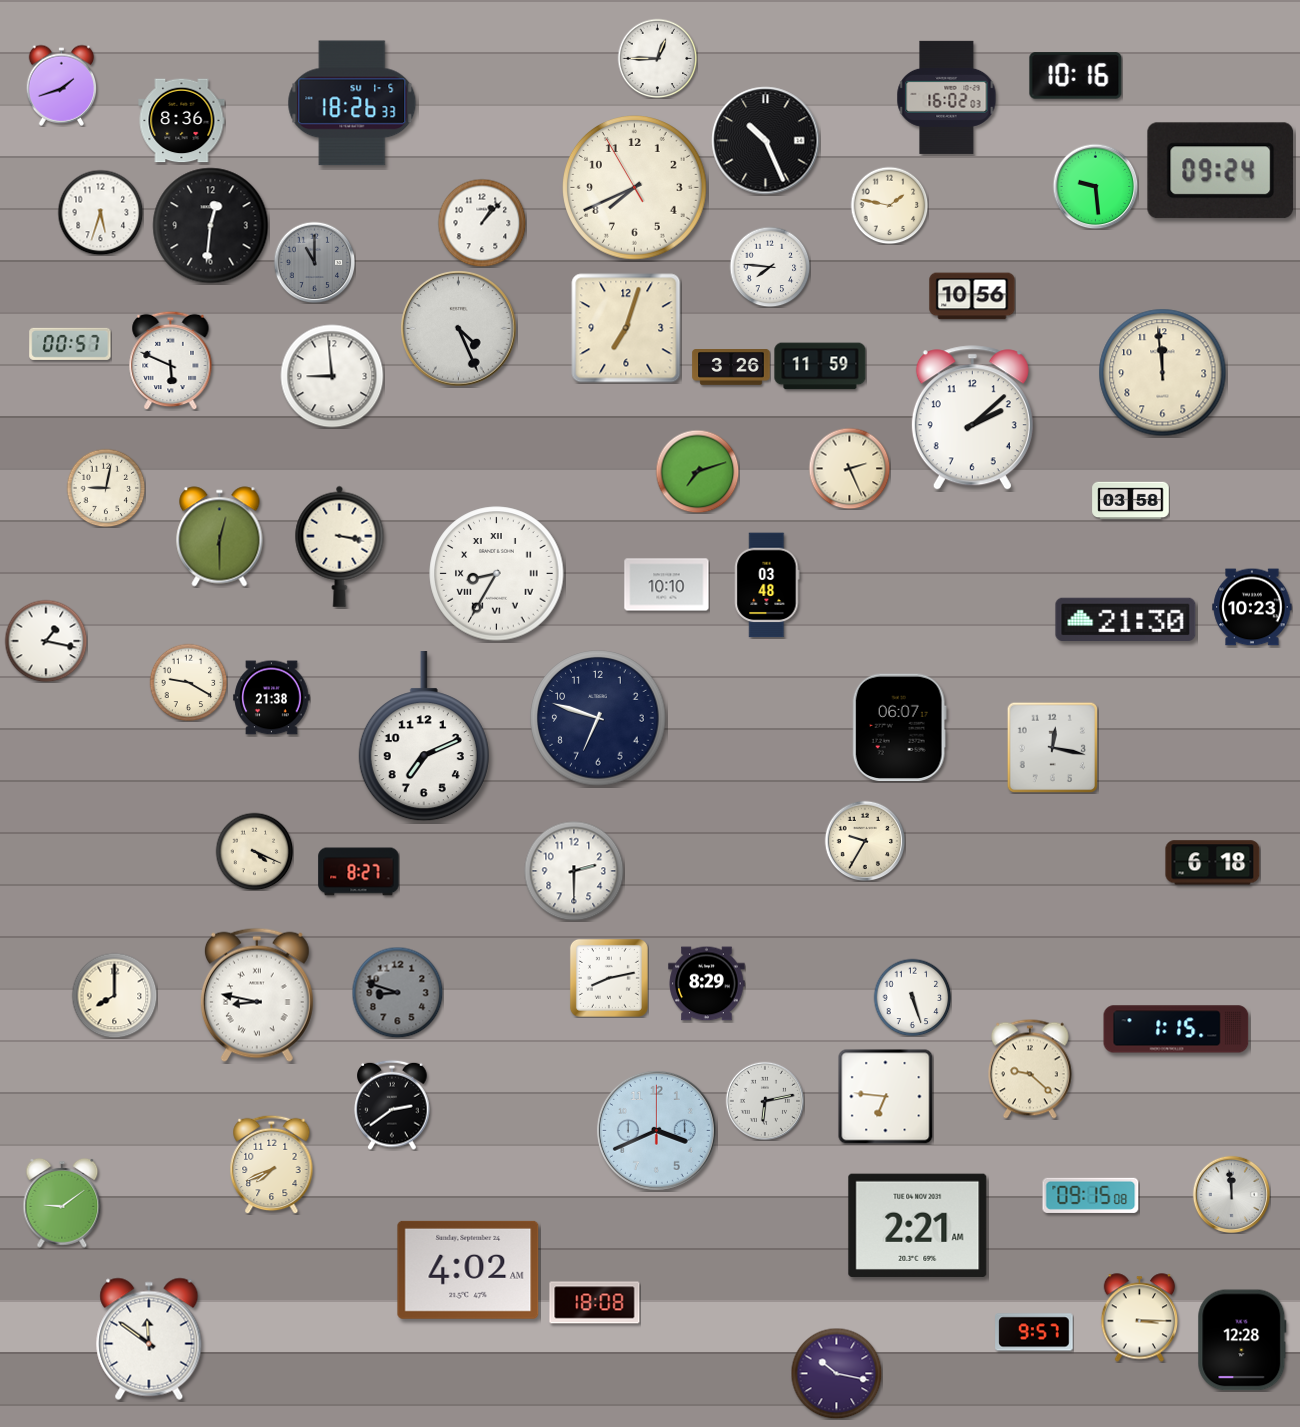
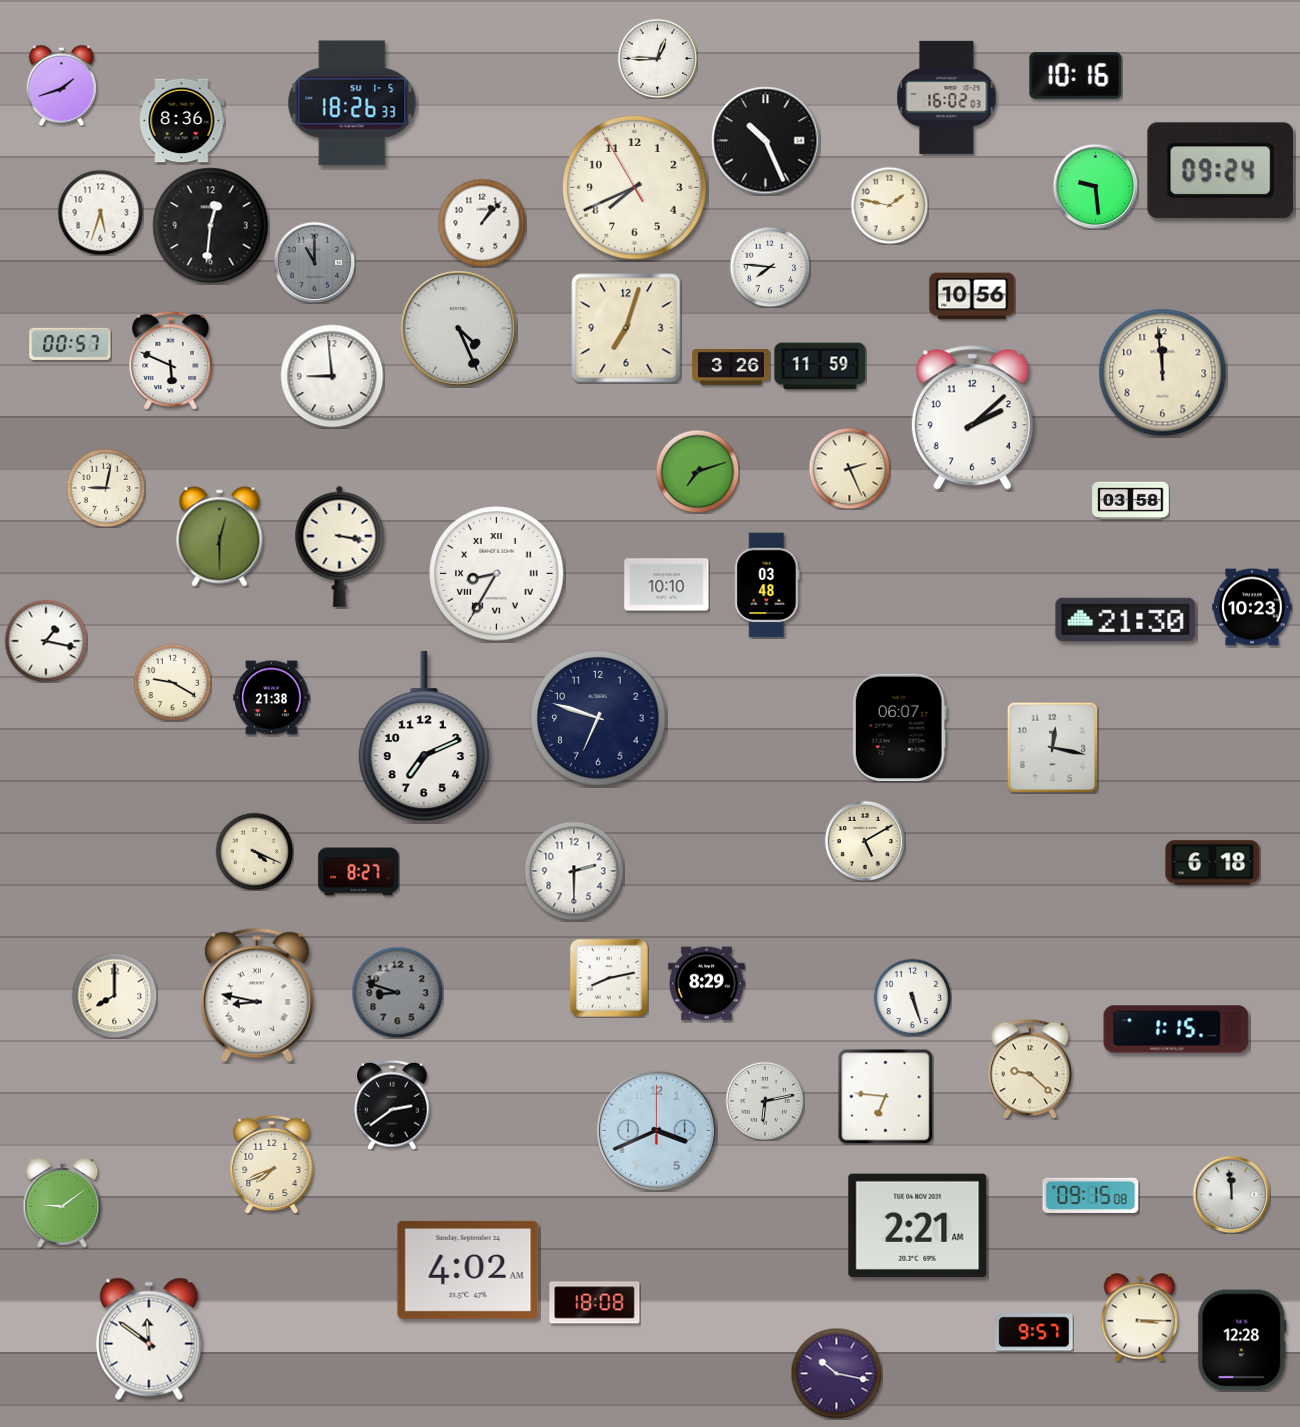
clock at (188, 682) position: (188, 682) -> (172, 682)
clock at (865, 841): 9:35 -> 5:10
